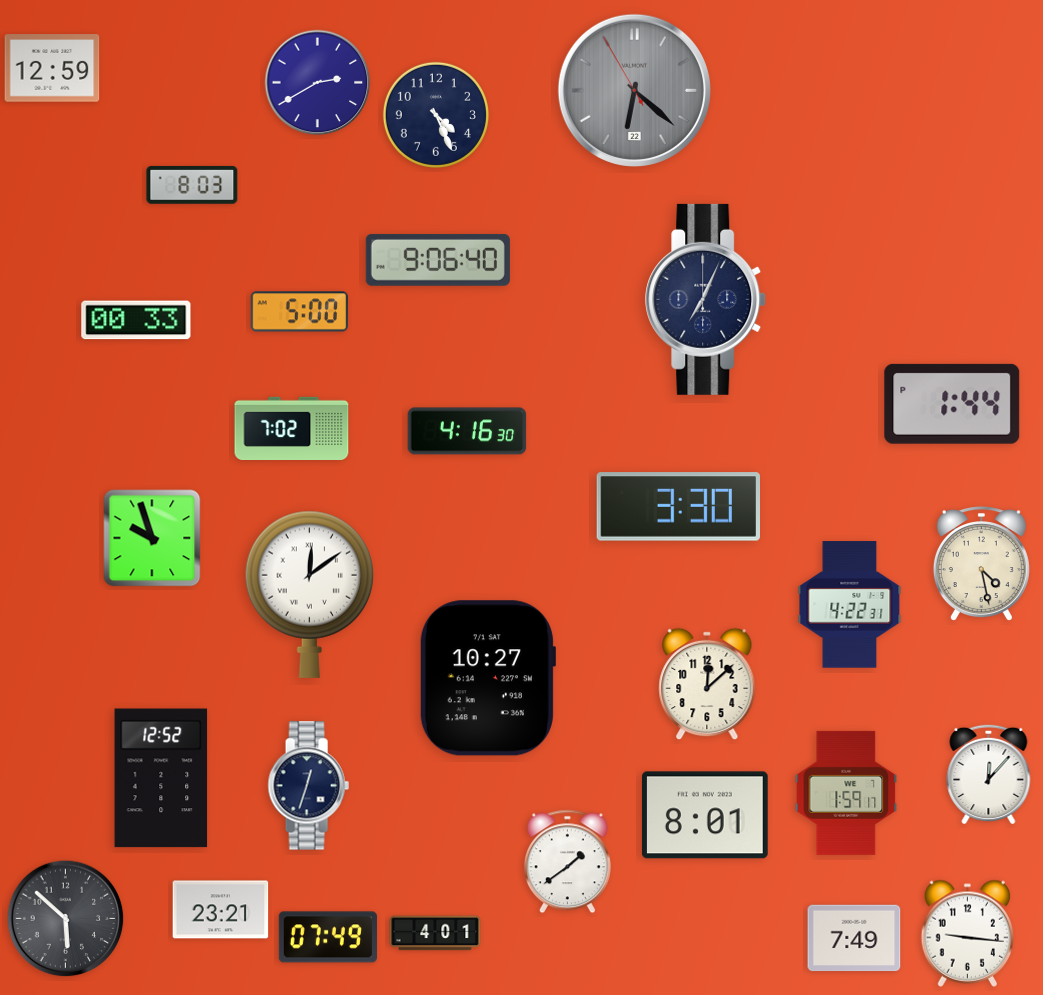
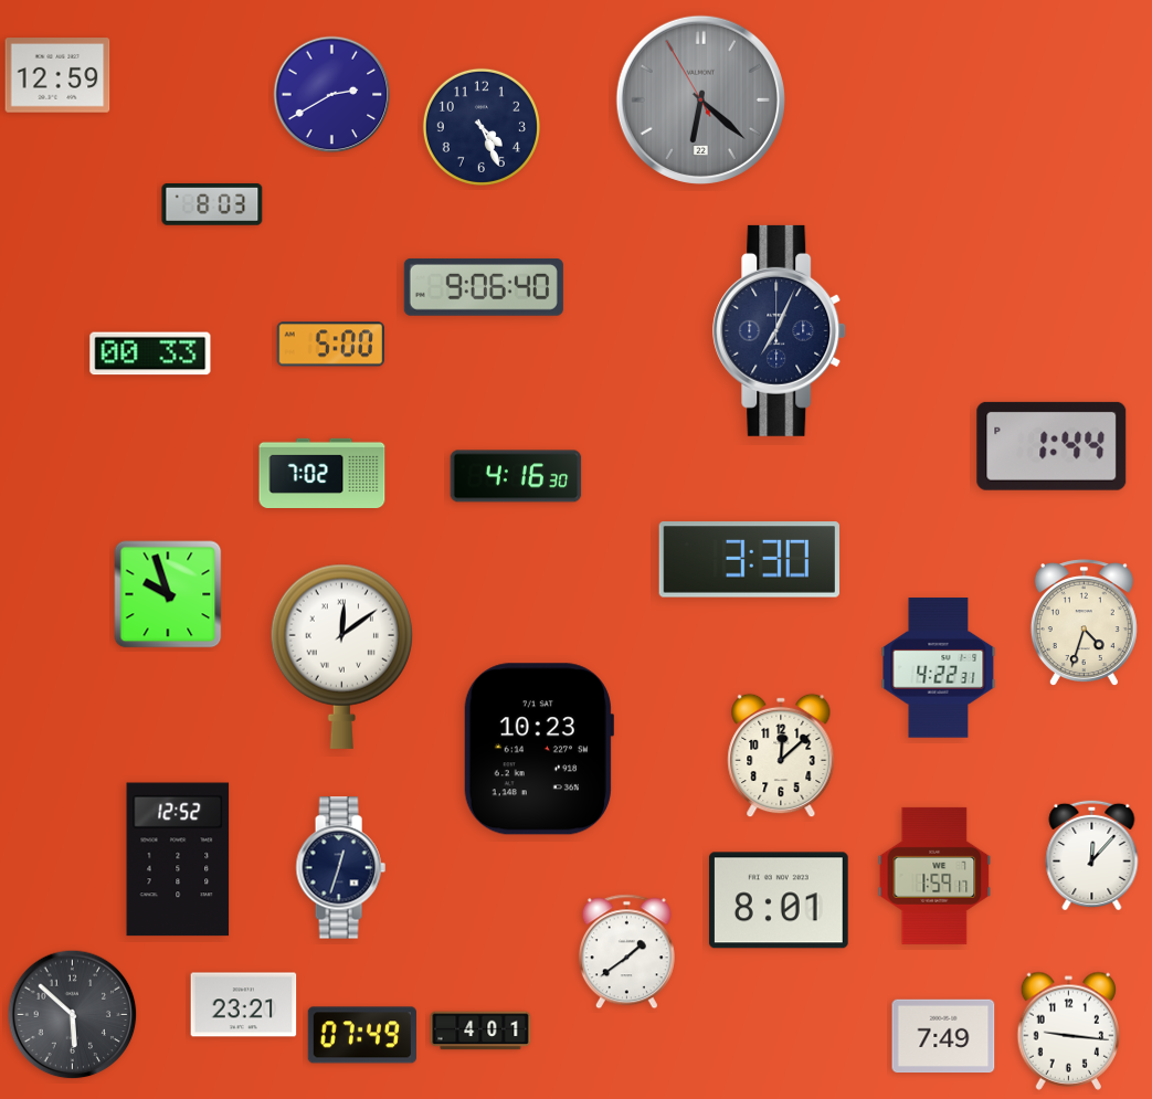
clock at (318, 83) position: (318, 83) -> (332, 95)
clock at (981, 563): 4:28 -> 4:33
clock at (487, 678): 10:27 -> 10:23
